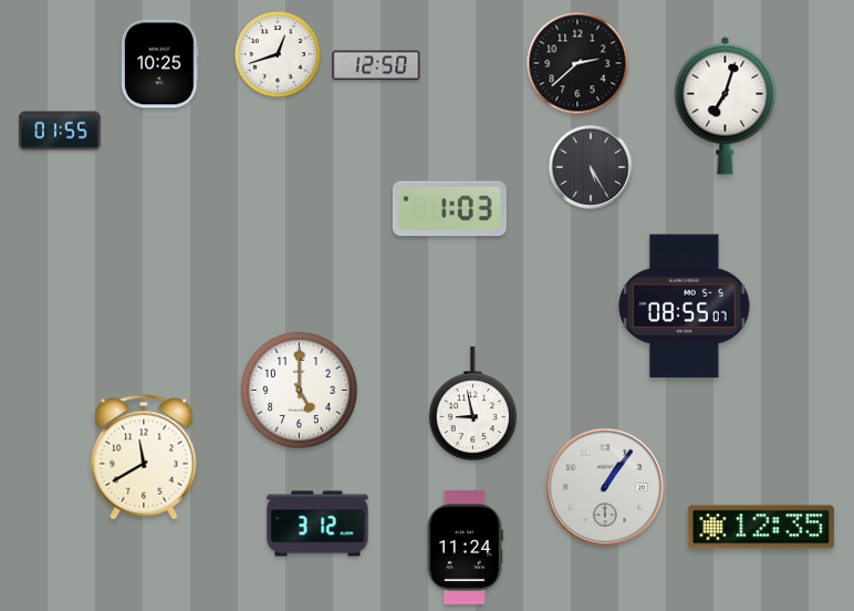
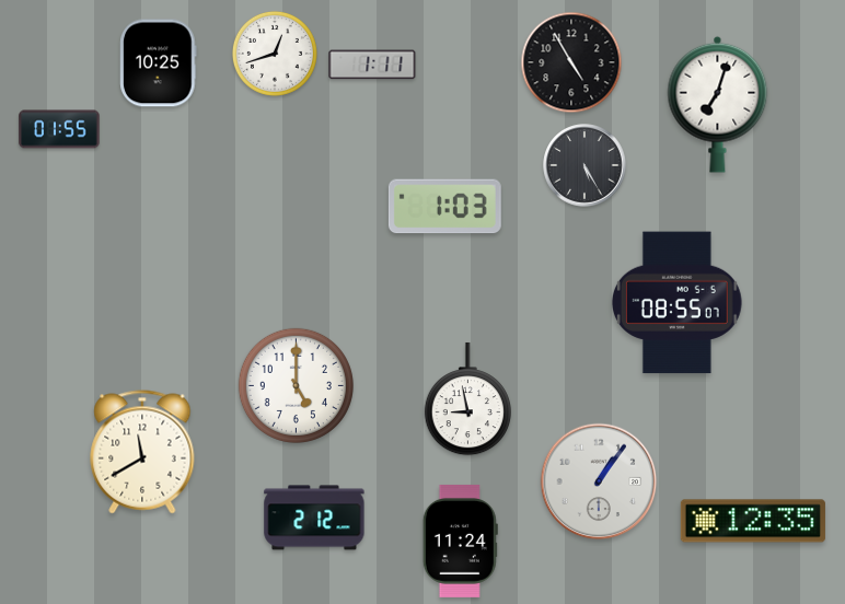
clock at (577, 63): 2:38 -> 4:55
clock at (376, 65): 12:50 -> 1:11
clock at (317, 524): 3:12 -> 2:12
